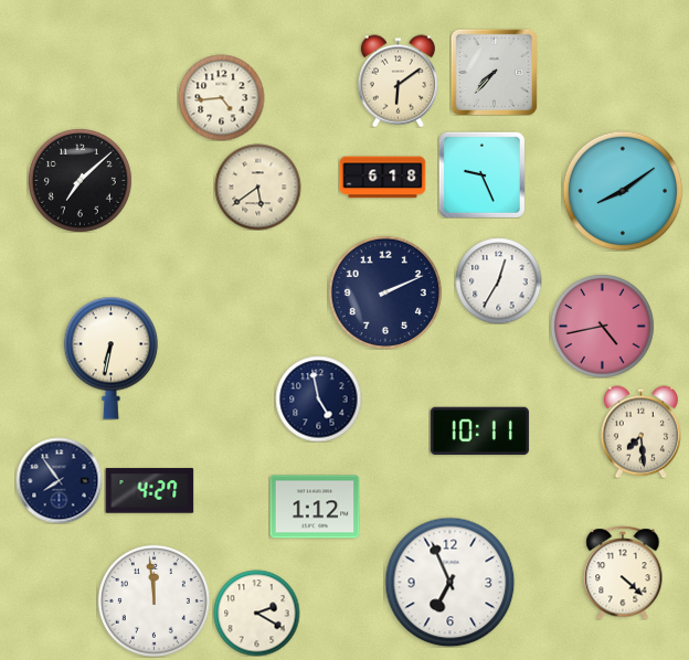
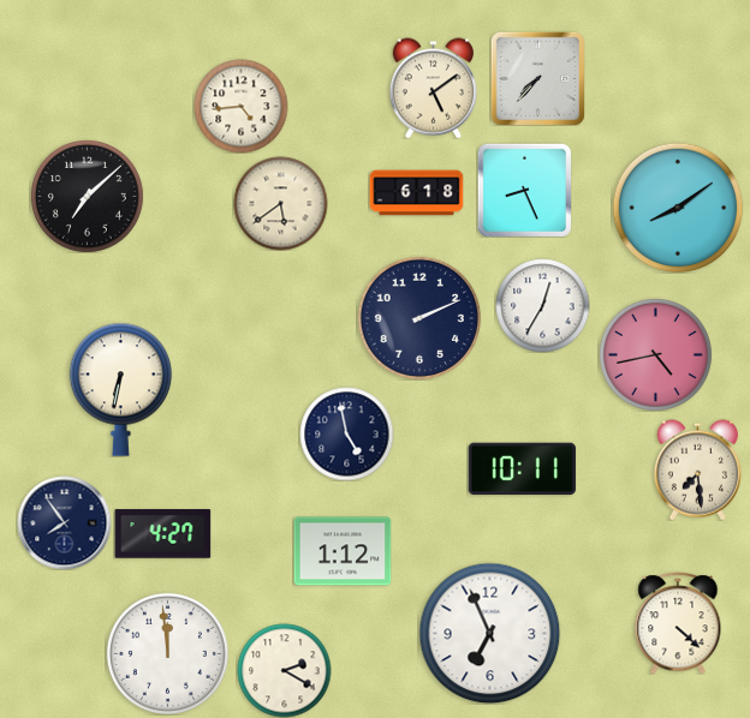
clock at (397, 81): 6:09 -> 5:09
clock at (481, 174): 9:26 -> 8:26
clock at (256, 613) position: (256, 613) -> (284, 670)
